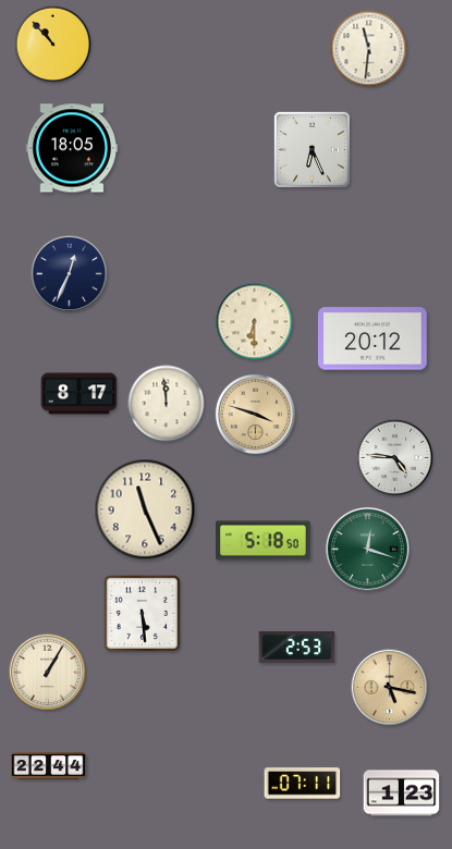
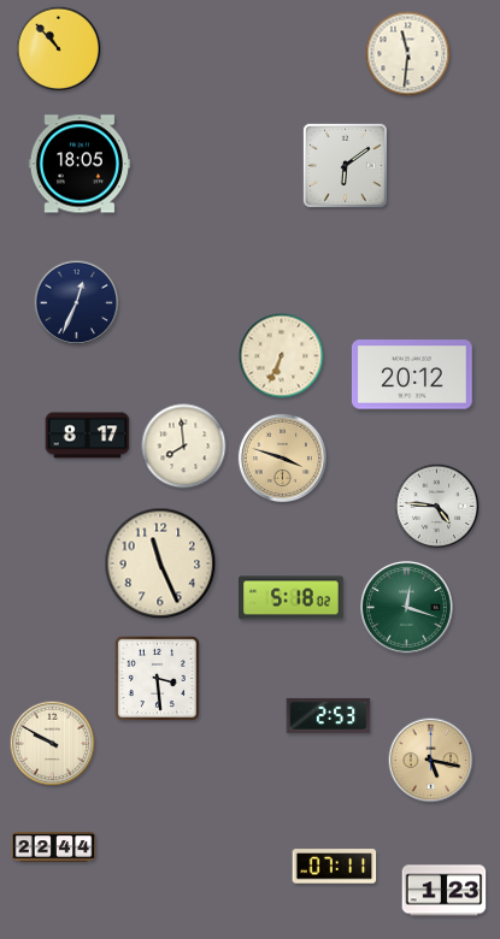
clock at (311, 149): 6:26 -> 6:09
clock at (255, 322): 6:30 -> 6:34
clock at (167, 404): 11:59 -> 7:59
clock at (264, 541): 5:18:50 -> 5:18:02
clock at (142, 613): 5:29 -> 3:29
clock at (48, 673): 1:05 -> 9:50
clock at (402, 793) position: (402, 793) -> (445, 891)
